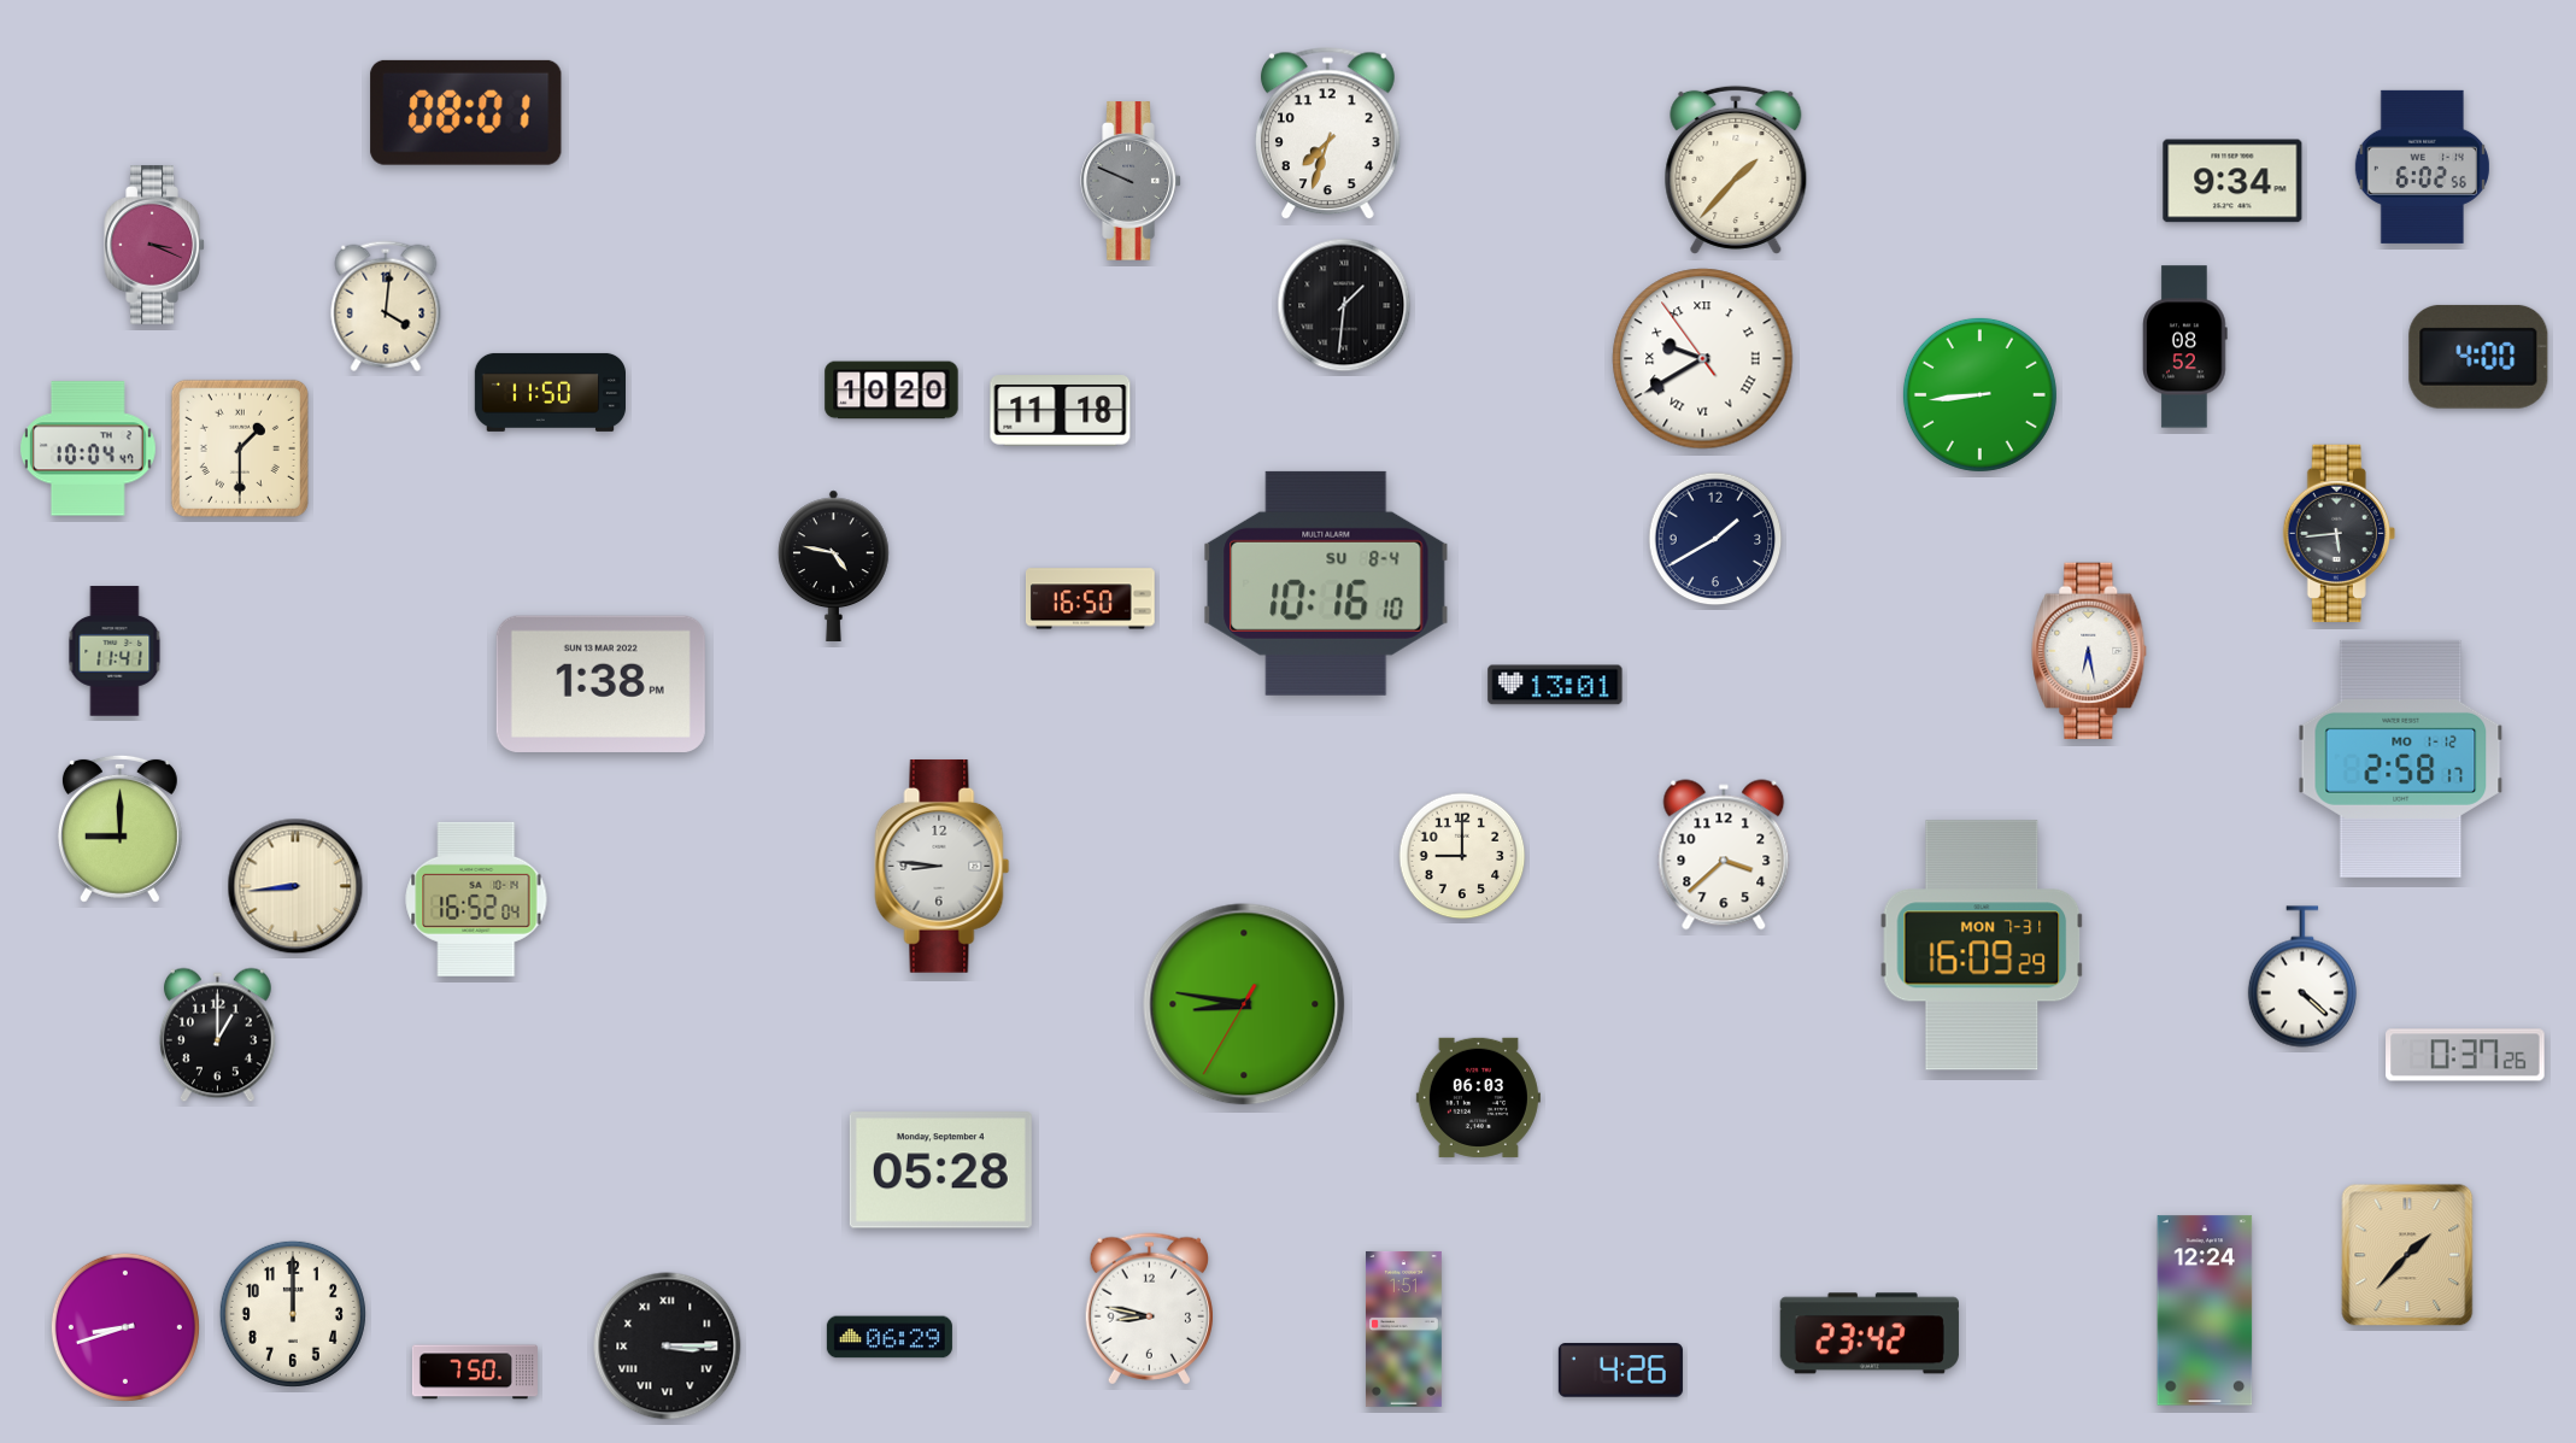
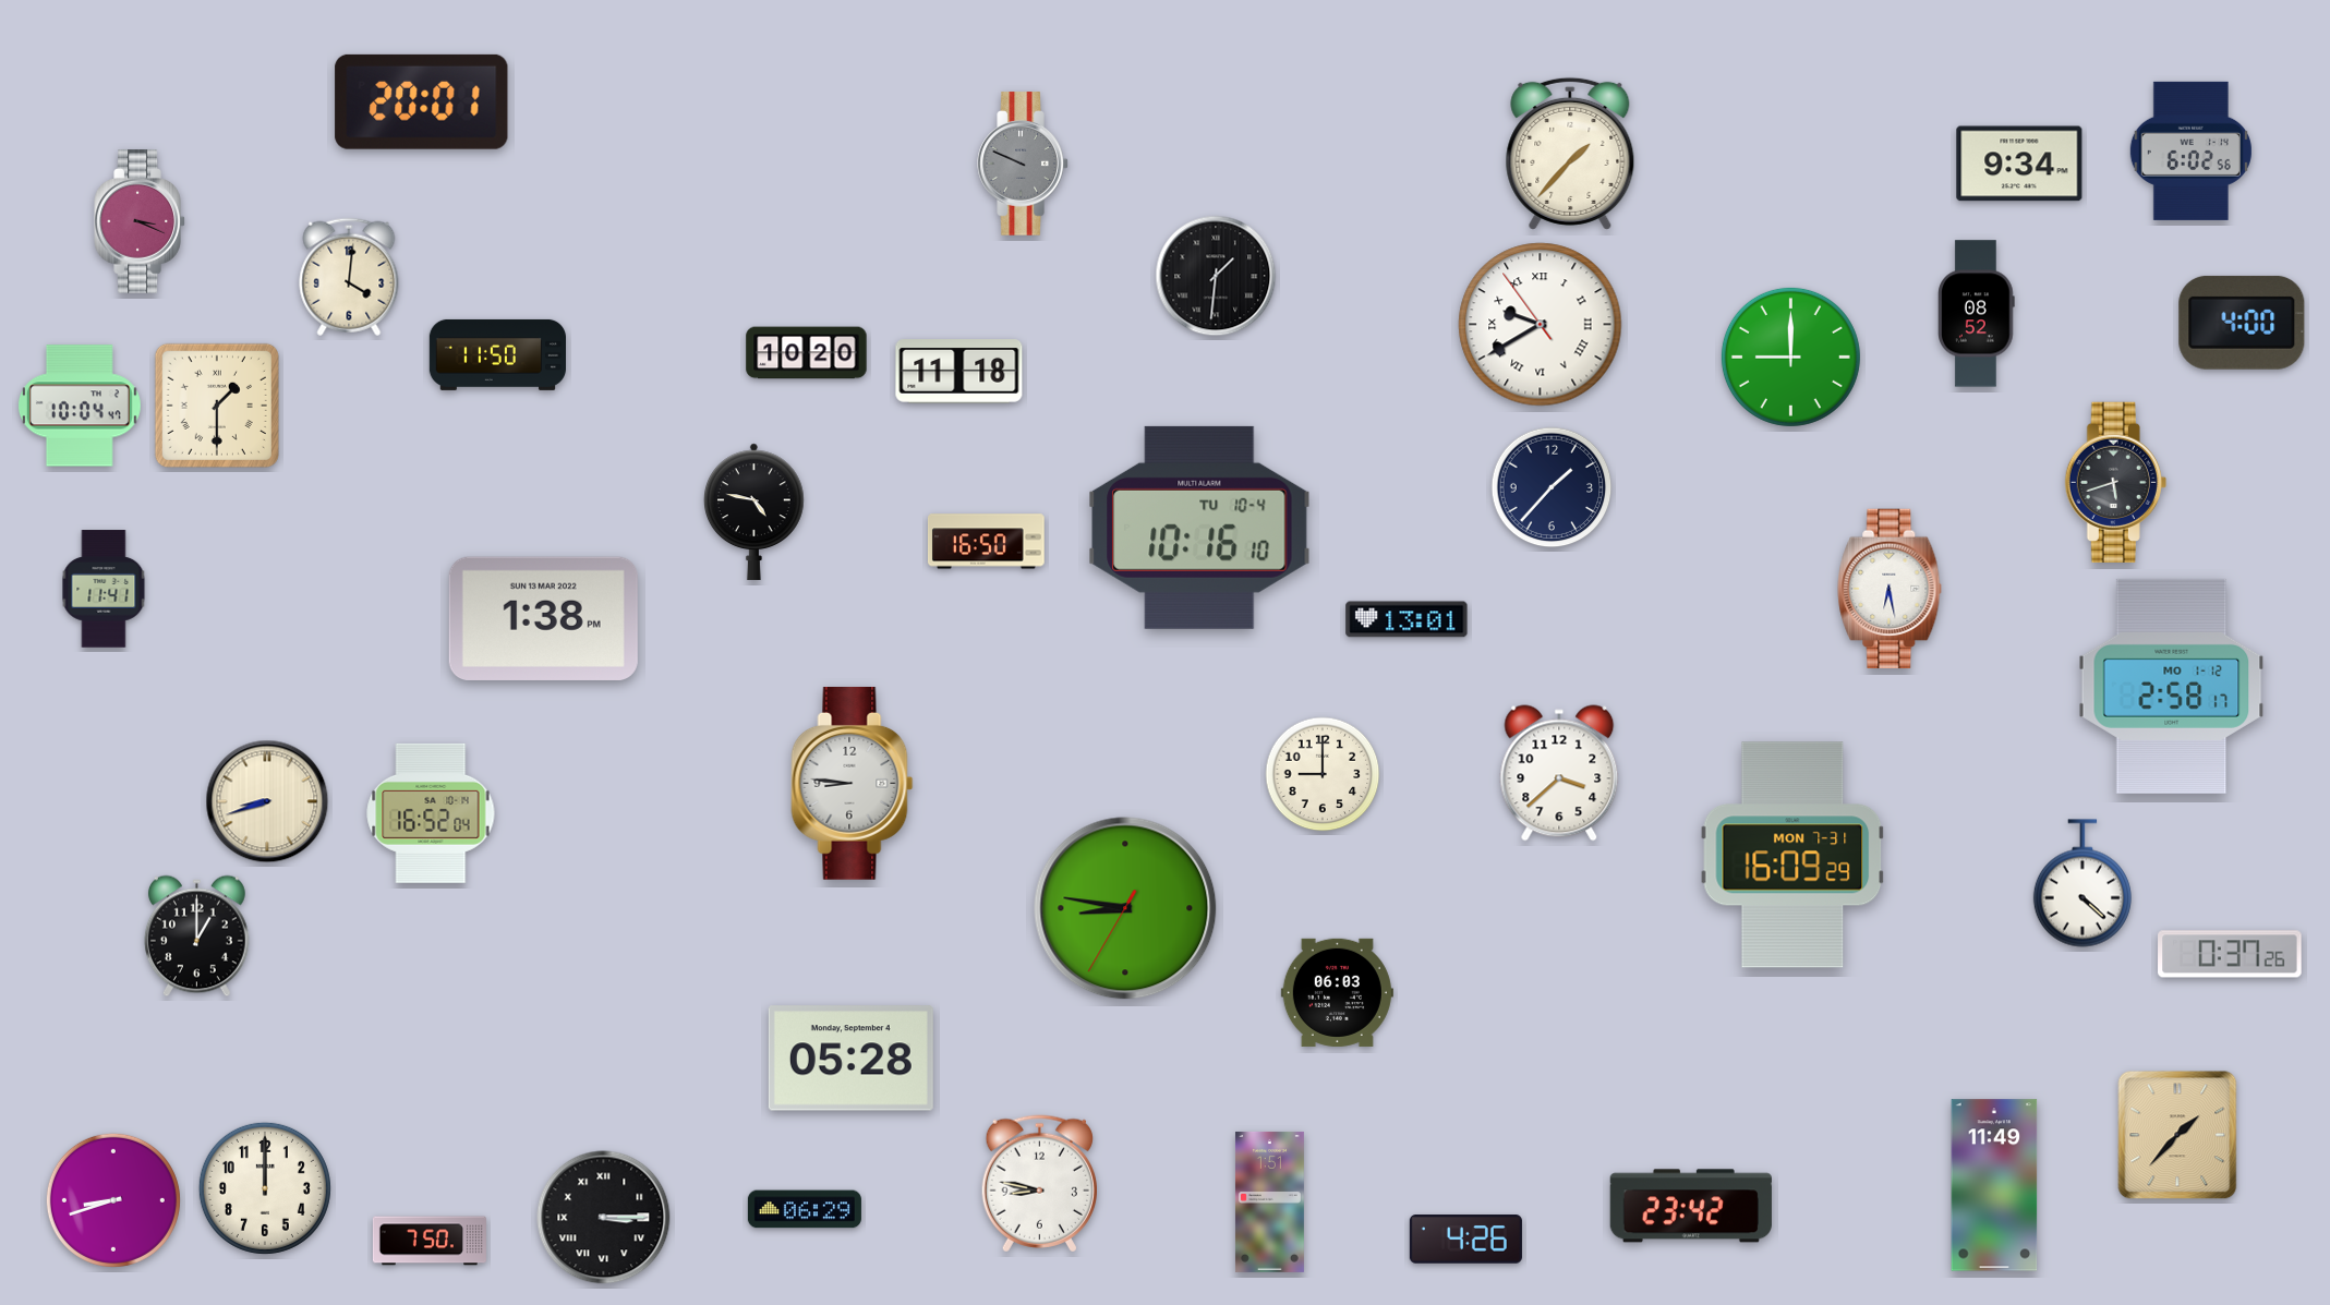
clock at (467, 112): 08:01 -> 20:01
clock at (1327, 134): 7:33 -> none
clock at (1979, 394): 8:44 -> 9:00
clock at (2339, 533): 5:44 -> 5:42
clock at (1715, 539): 1:40 -> 1:37
clock at (1326, 583) date: SU 8-4 -> TU 10-4
clock at (119, 828): 9:00 -> none
clock at (295, 886): 8:44 -> 8:42
clock at (2205, 1310): 12:24 -> 11:49
